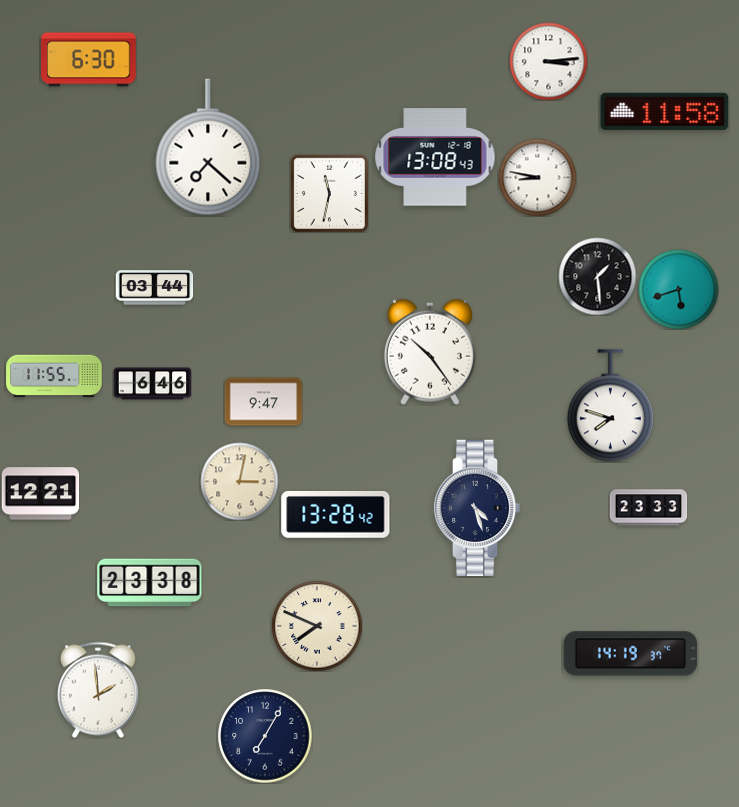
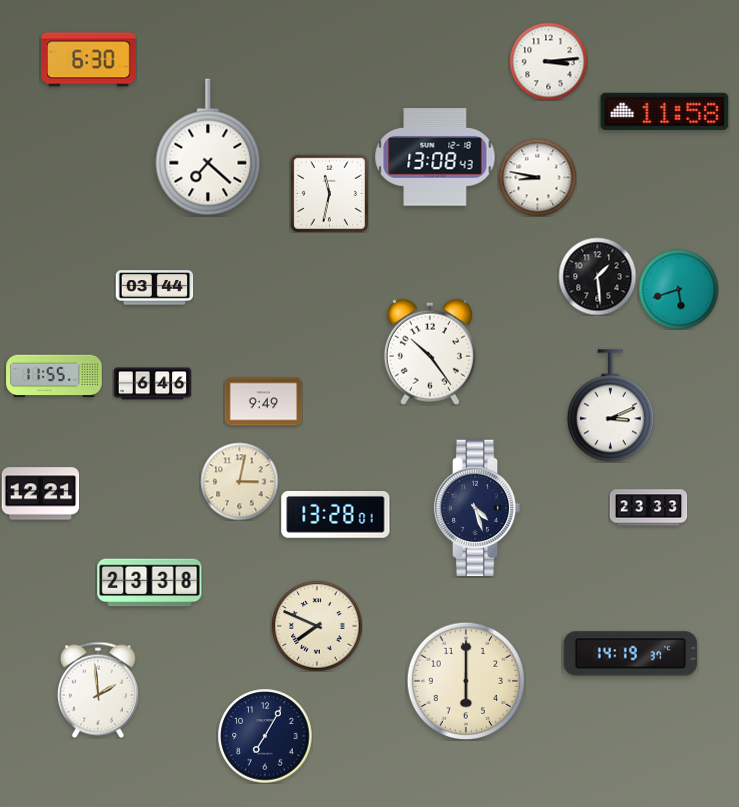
clock at (263, 402): 9:47 -> 9:49
clock at (610, 406): 7:48 -> 3:11
clock at (336, 515): 13:28:42 -> 13:28:01
clock at (465, 680): none -> 6:00
